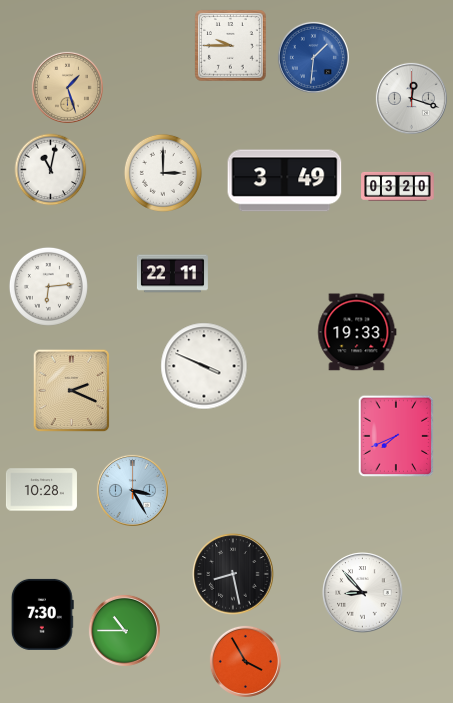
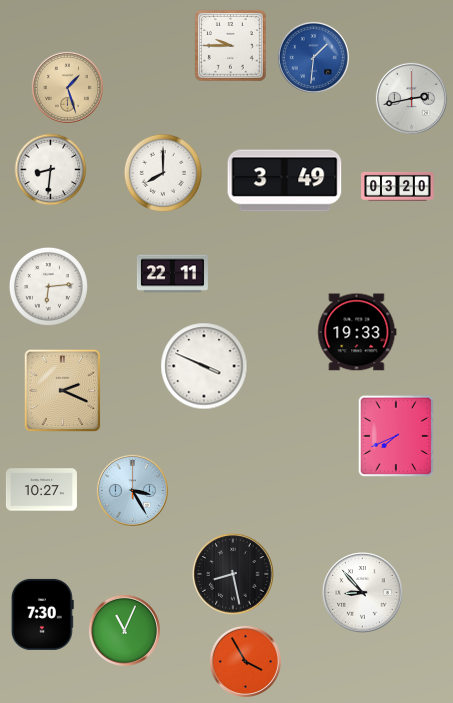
clock at (411, 98): 12:18 -> 2:43
clock at (51, 170): 11:02 -> 8:31
clock at (163, 173): 3:00 -> 8:00
clock at (72, 391) position: (72, 391) -> (63, 391)
clock at (41, 490): 10:28 -> 10:27
clock at (124, 630): 10:45 -> 11:04
